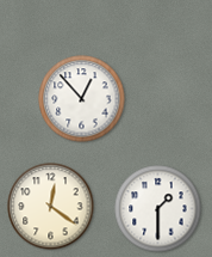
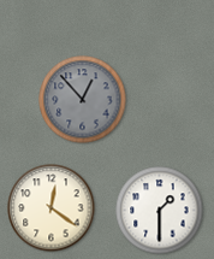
clock at (82, 99) dial: white -> grey
